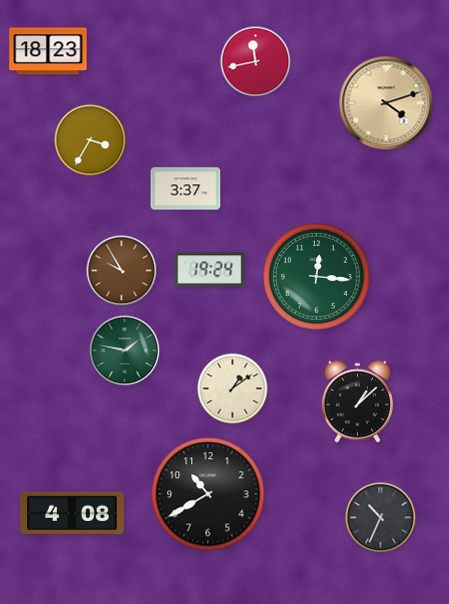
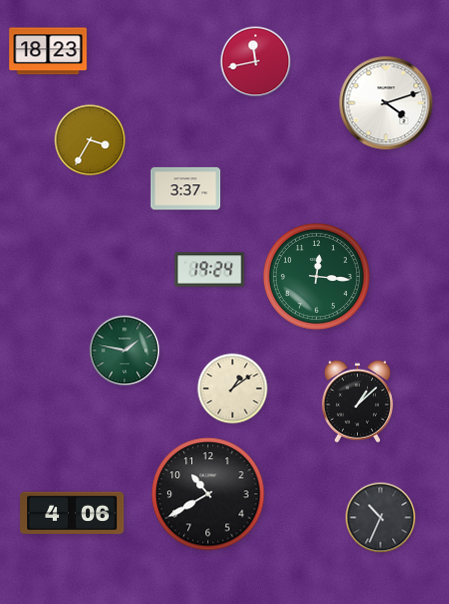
clock at (386, 103) dial: champagne -> white
clock at (122, 271): 9:55 -> none
clock at (72, 513): 4:08 -> 4:06
